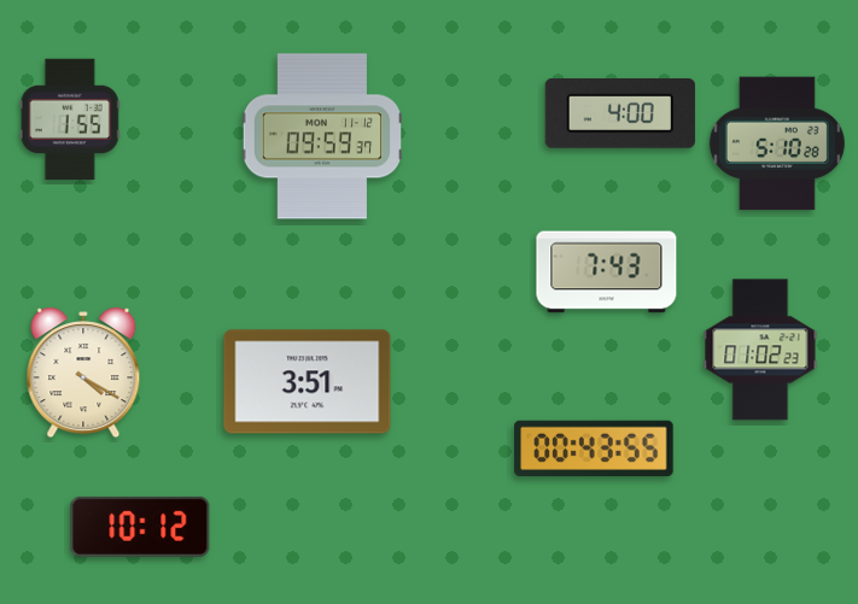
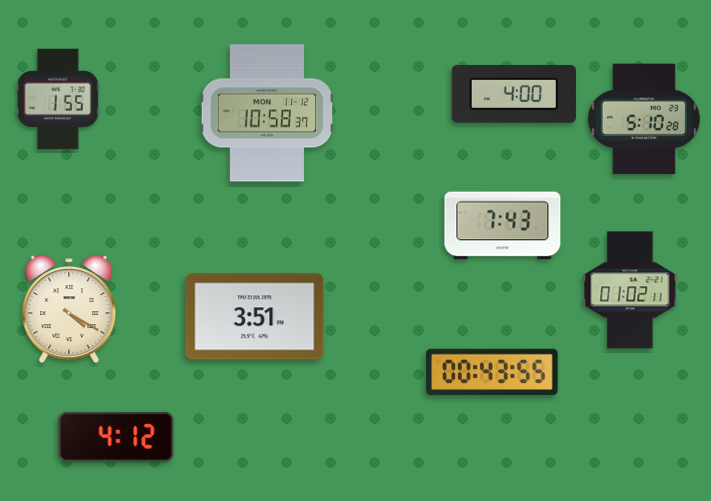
clock at (321, 136): 09:59 -> 10:58
clock at (760, 350): 01:02:23 -> 01:02:11
clock at (140, 527): 10:12 -> 4:12
